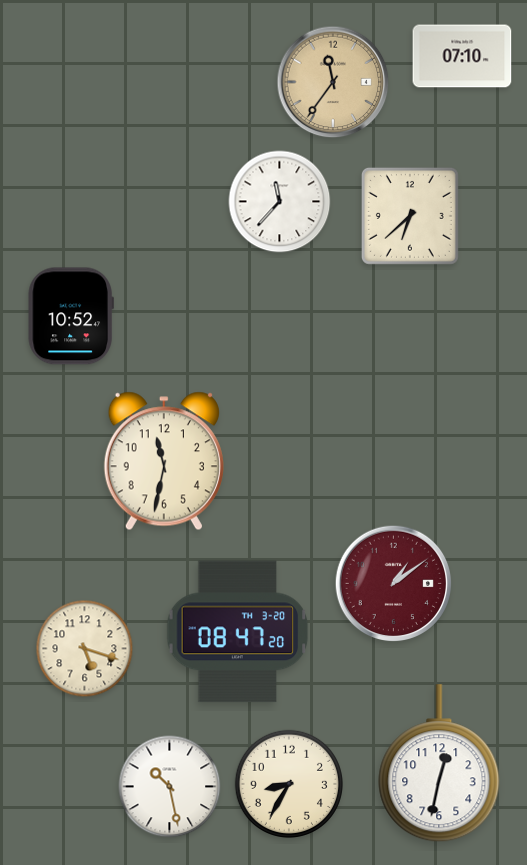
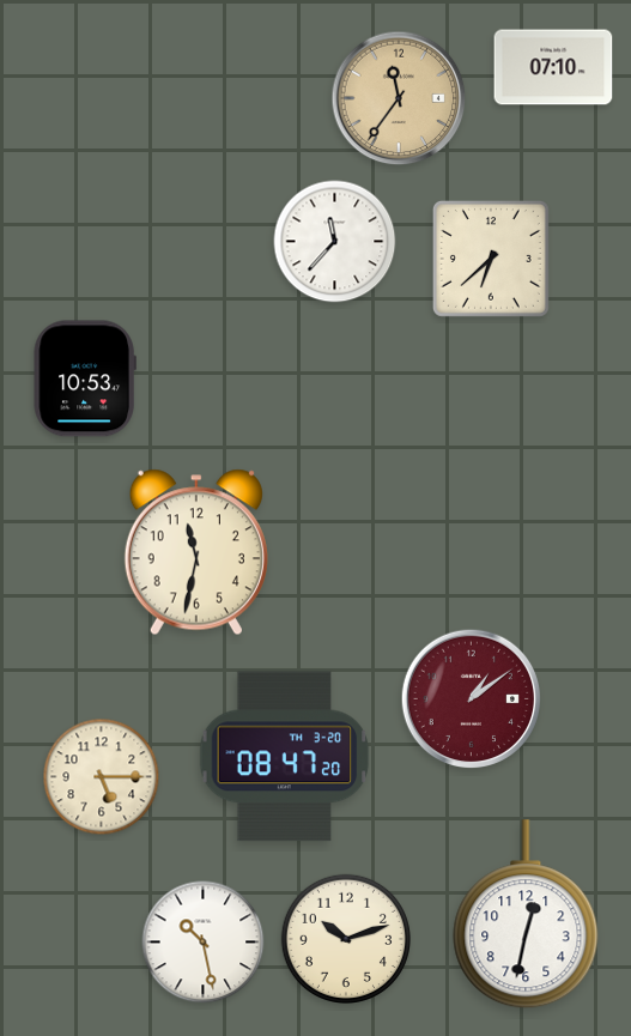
clock at (71, 316): 10:52 -> 10:53
clock at (85, 649): 5:18 -> 5:15
clock at (288, 783): 8:35 -> 10:12
